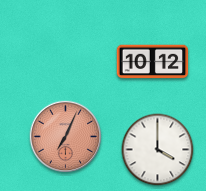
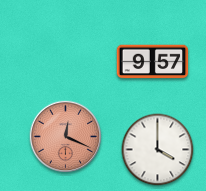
clock at (153, 62): 10:12 -> 9:57
clock at (66, 137): 7:04 -> 12:19
